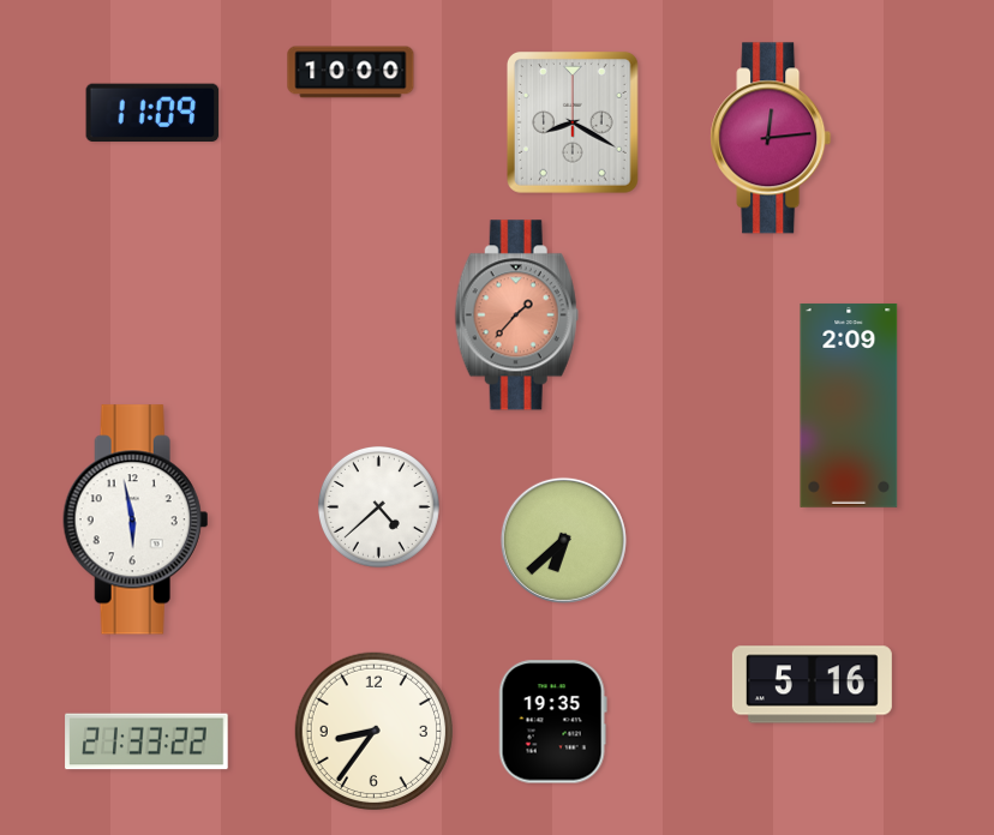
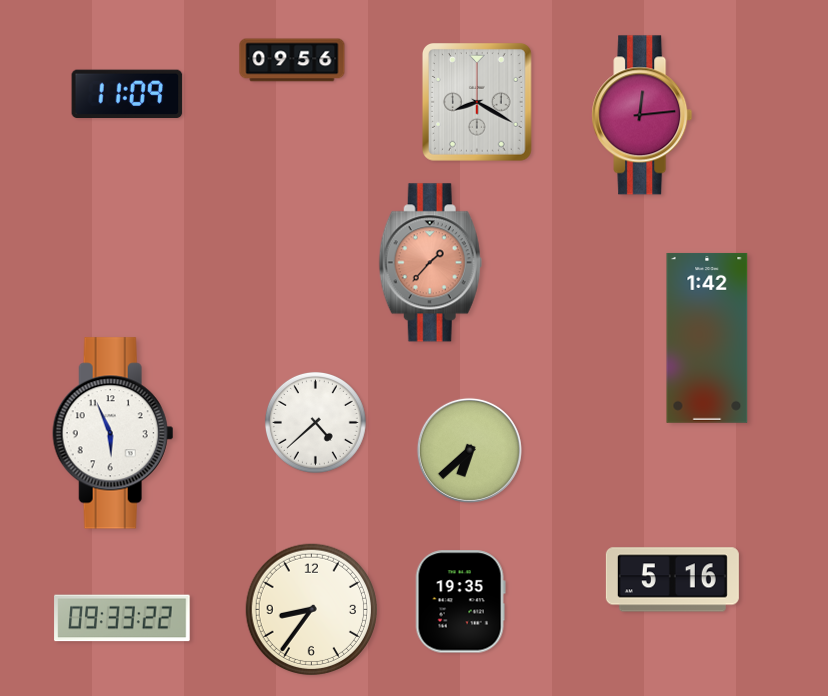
clock at (351, 72): 10:00 -> 09:56
clock at (849, 406): 2:09 -> 1:42
clock at (136, 519): 5:58 -> 5:56
clock at (812, 685) position: (812, 685) -> (672, 580)
clock at (146, 741): 21:33 -> 09:33
